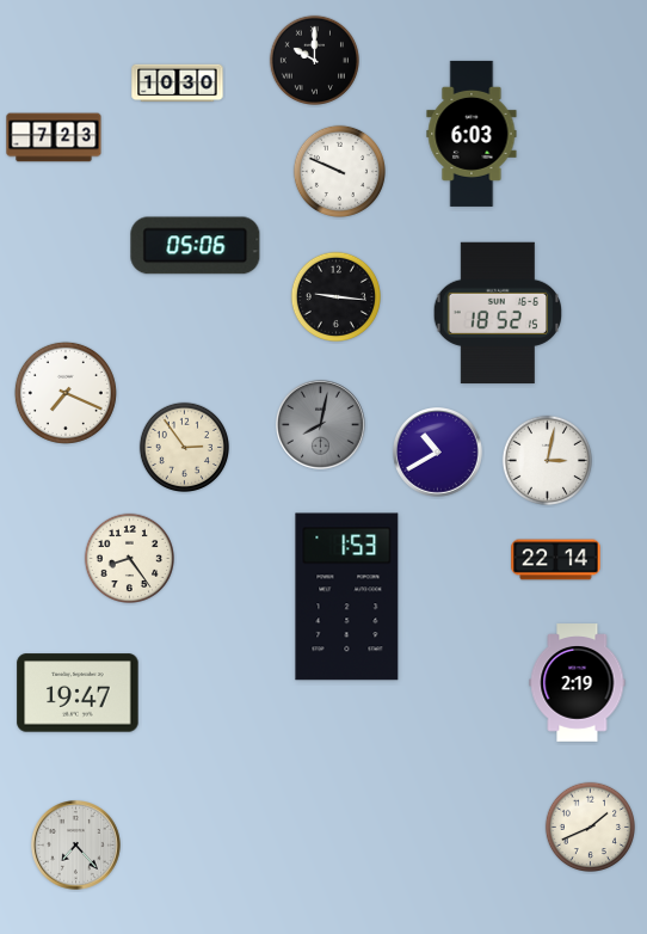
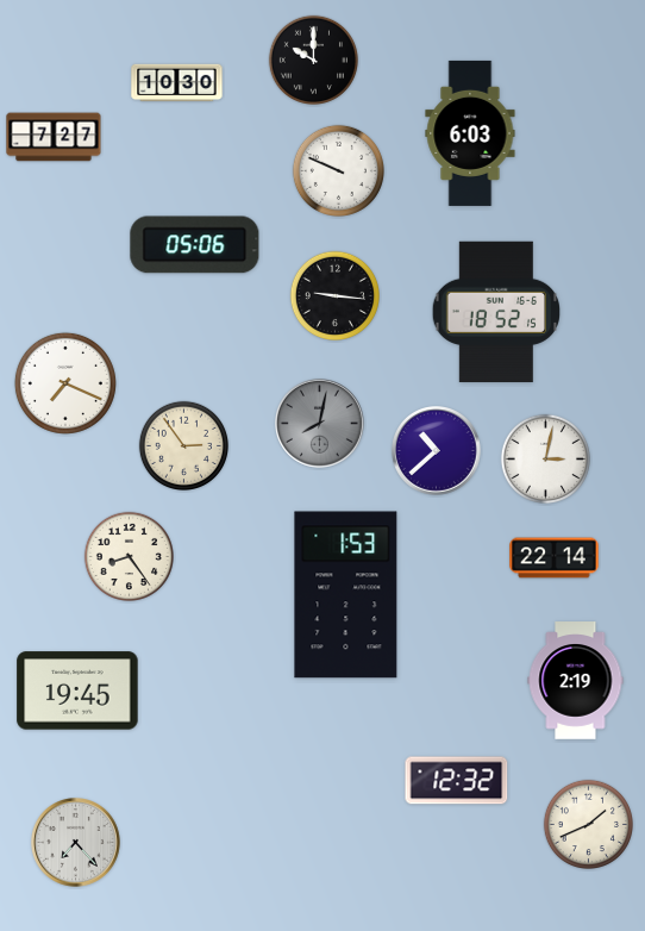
clock at (54, 137): 7:23 -> 7:27
clock at (66, 393) position: (66, 393) -> (65, 383)
clock at (438, 453): 10:40 -> 10:38
clock at (78, 693): 19:47 -> 19:45
clock at (457, 781): none -> 12:32
